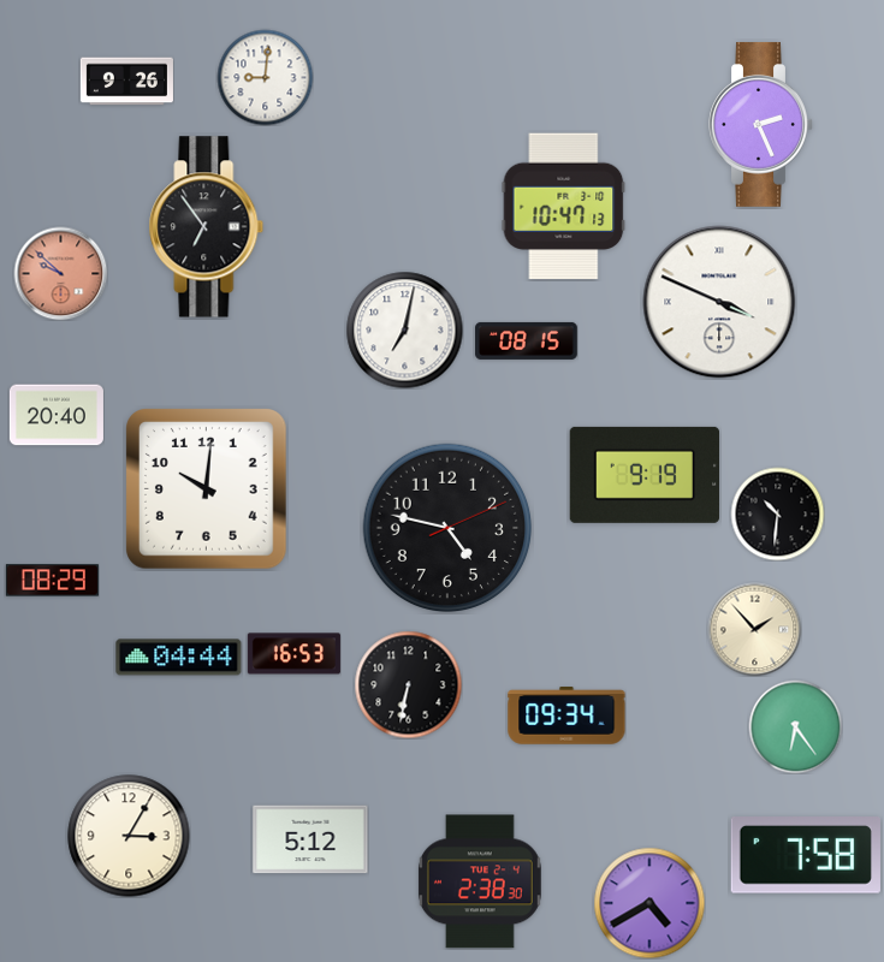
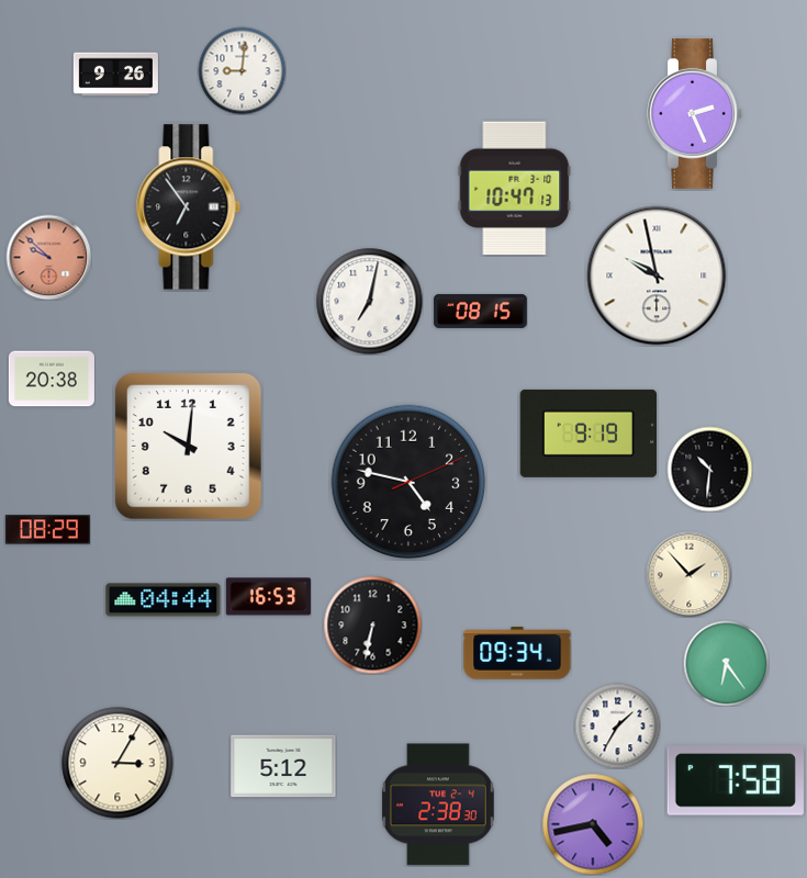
clock at (60, 273) position: (60, 273) -> (48, 257)
clock at (719, 302): 3:49 -> 9:58
clock at (57, 415): 20:40 -> 20:38
clock at (617, 725): none -> 1:35
clock at (649, 903): 4:40 -> 4:43
